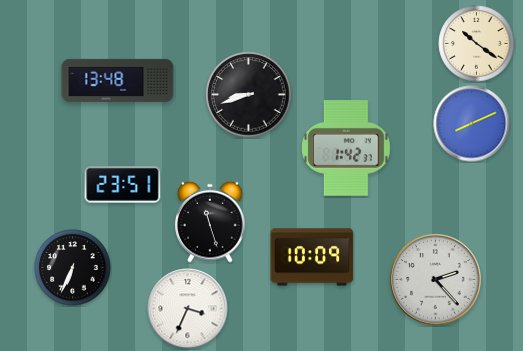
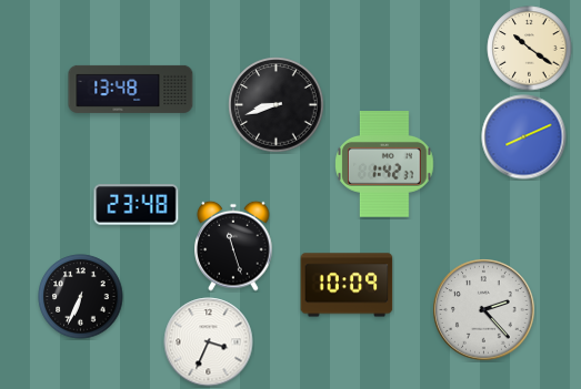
clock at (123, 185): 23:51 -> 23:48
